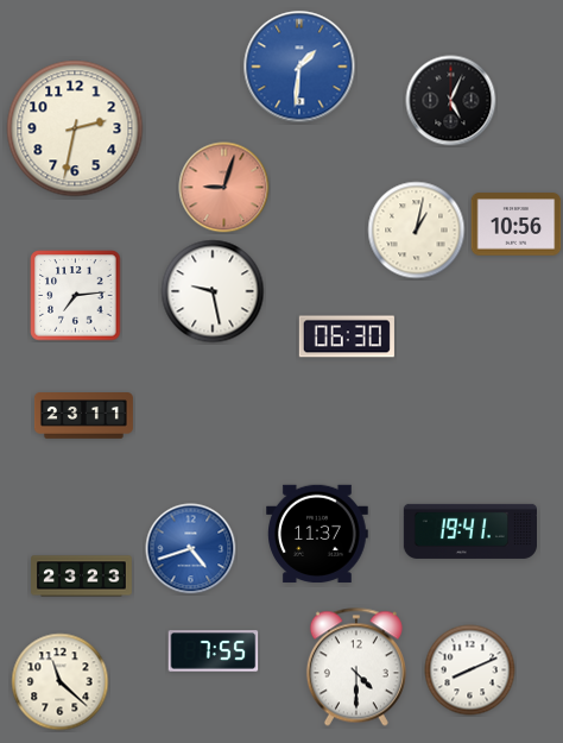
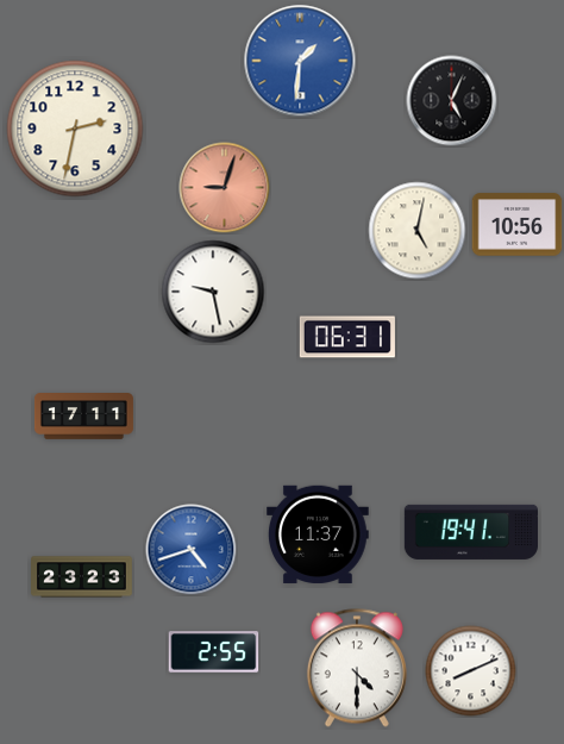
clock at (299, 67) position: (299, 67) -> (300, 61)
clock at (417, 231): 1:02 -> 5:02
clock at (76, 296): 7:14 -> none
clock at (347, 336): 06:30 -> 06:31
clock at (83, 416): 23:11 -> 17:11
clock at (214, 651): 7:55 -> 2:55
clock at (61, 682): 11:22 -> none
